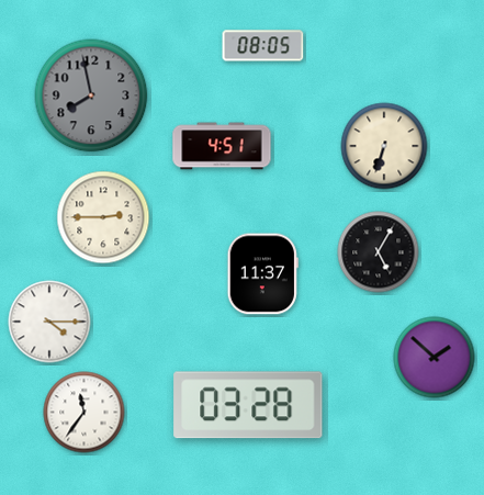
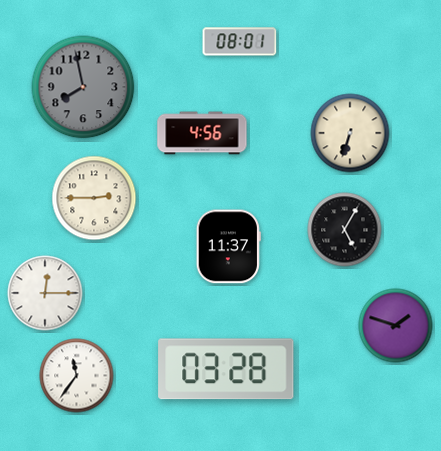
clock at (263, 46): 08:05 -> 08:01
clock at (222, 146): 4:51 -> 4:56
clock at (262, 274) position: (262, 274) -> (228, 247)
clock at (49, 322): 4:15 -> 12:15
clock at (435, 358): 1:52 -> 1:48
